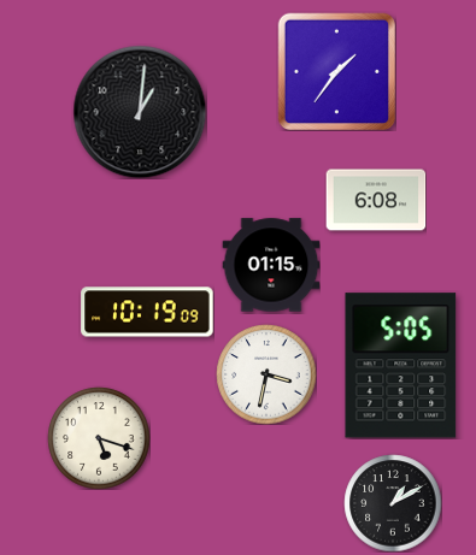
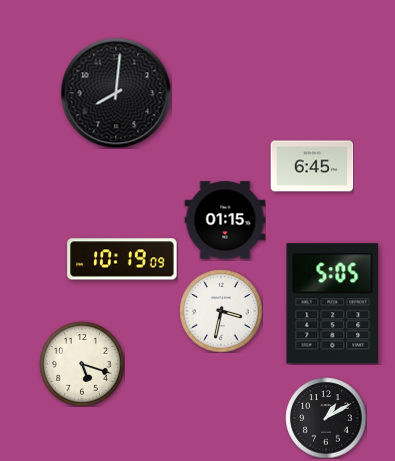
clock at (336, 71): 1:36 -> none
clock at (140, 112): 1:01 -> 8:01
clock at (376, 200): 6:08 -> 6:45
